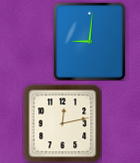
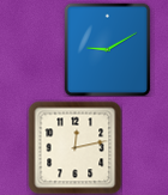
clock at (90, 41): 9:01 -> 9:10
